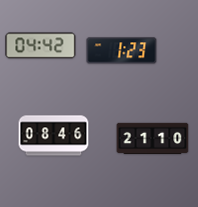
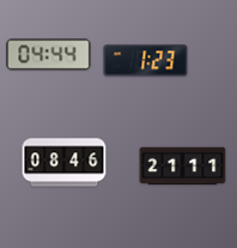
clock at (41, 46): 04:42 -> 04:44
clock at (153, 139): 21:10 -> 21:11
